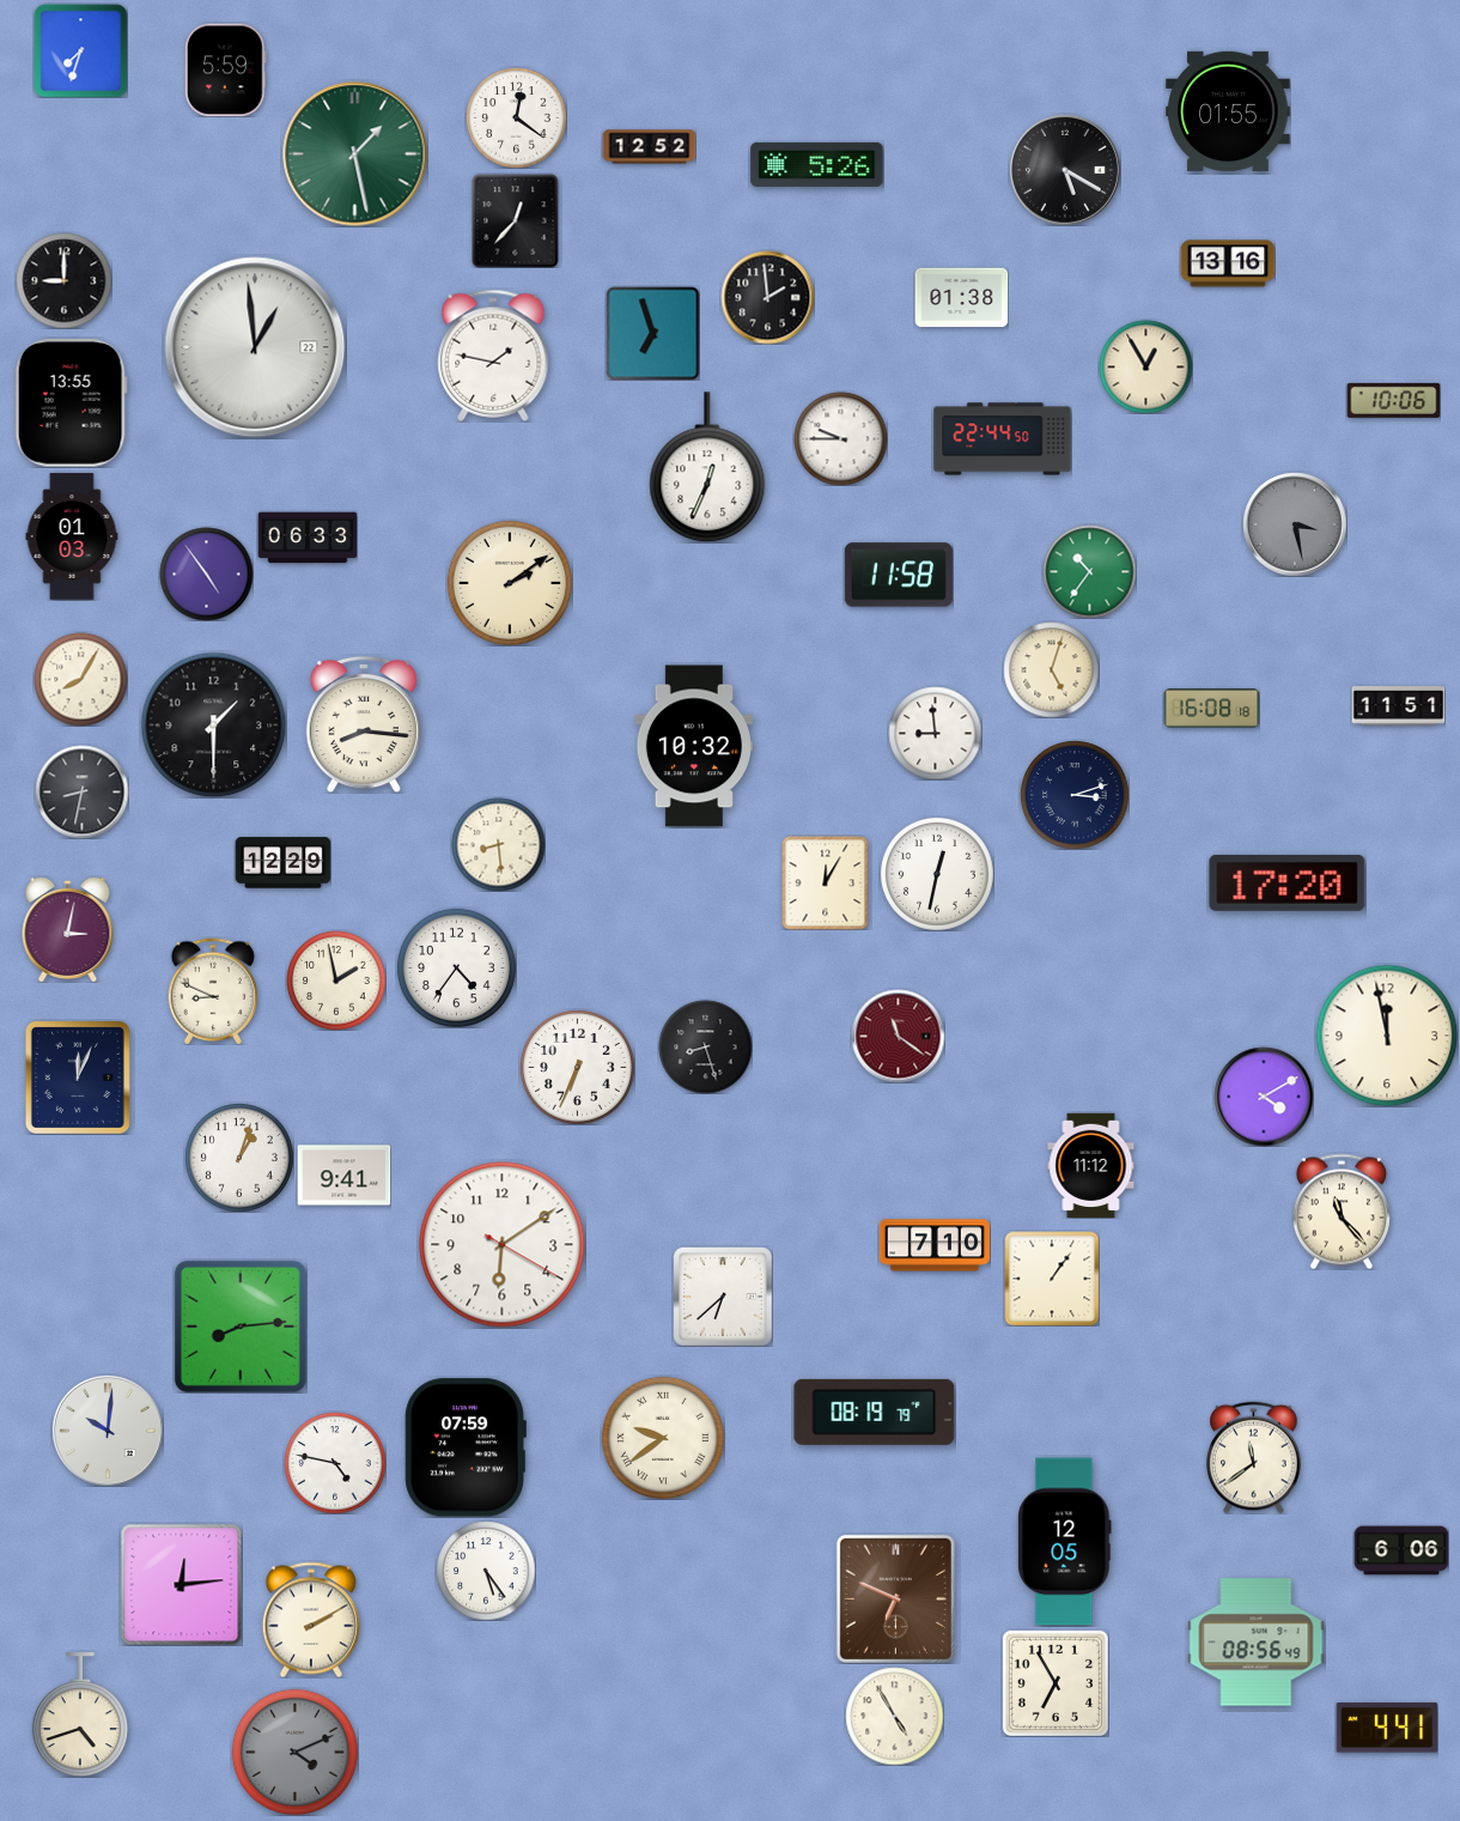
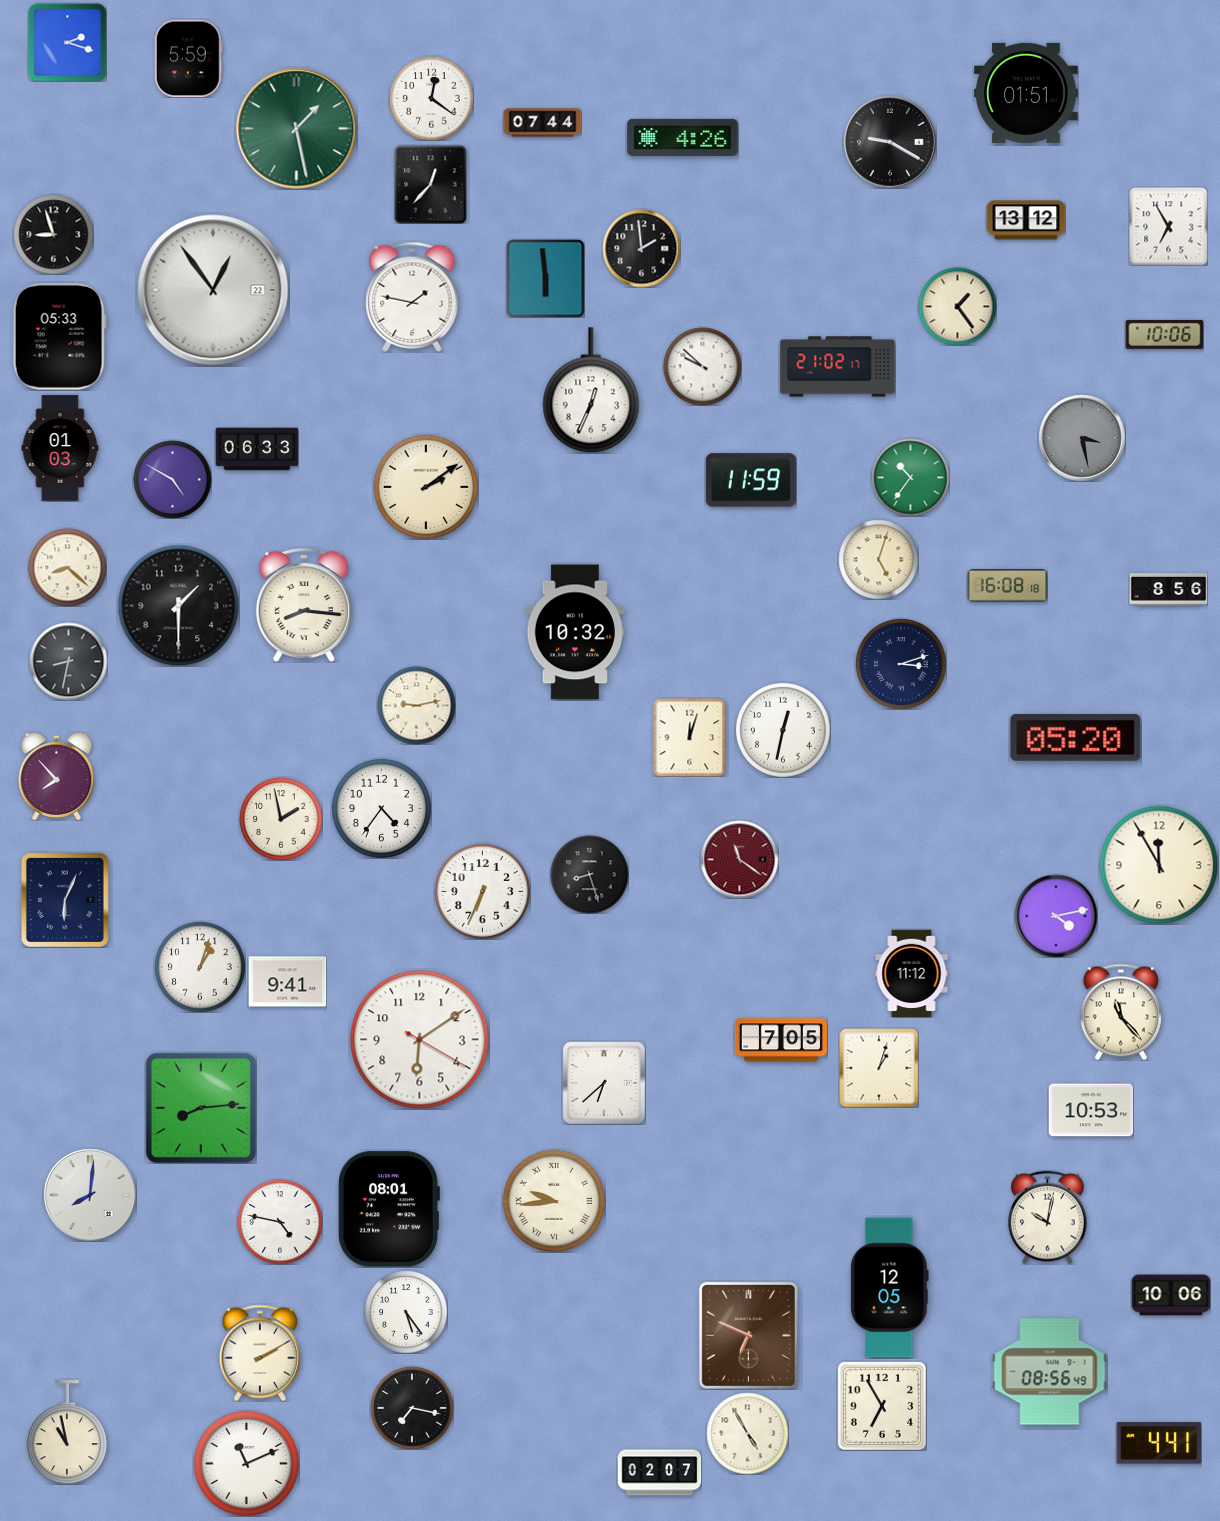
clock at (80, 50): 7:33 -> 2:18
clock at (1228, 111): 01:55 -> 01:51
clock at (649, 147): 12:52 -> 07:44
clock at (817, 164): 5:26 -> 4:26
clock at (1065, 170): 5:20 -> 9:20
clock at (1228, 263): 13:16 -> 13:12
clock at (1168, 226): none -> 6:55
clock at (63, 280): 9:00 -> 8:57
clock at (961, 298): 01:38 -> none
clock at (652, 333): 6:57 -> 5:59
clock at (255, 347): 12:59 -> 12:54
clock at (1145, 366): 12:55 -> 1:24
clock at (71, 403): 13:55 -> 05:33
clock at (840, 438): 9:45 -> 9:52
clock at (1003, 439): 22:44 -> 21:02
clock at (206, 573): 4:54 -> 4:50
clock at (899, 575): 11:58 -> 11:59
clock at (80, 679): 8:05 -> 8:22
clock at (1398, 706): 11:51 -> 8:56
clock at (1211, 709) position: (1211, 709) -> (1007, 586)
clock at (935, 733): 8:59 -> none
clock at (693, 746) position: (693, 746) -> (574, 632)
clock at (1075, 795) position: (1075, 795) -> (901, 664)
clock at (498, 844): 8:29 -> 9:13
clock at (282, 863): 12:29 -> none
clock at (826, 882): 12:05 -> 12:03
clock at (1288, 882): 17:20 -> 05:20
clock at (68, 929): 3:02 -> 7:53
clock at (212, 991): 8:49 -> none
clock at (898, 1036) position: (898, 1036) -> (739, 859)
clock at (1387, 1036): 11:58 -> 11:55
clock at (78, 1078): 12:04 -> 6:04
clock at (1264, 1097): 4:10 -> 4:13
clock at (935, 1245): 7:10 -> 7:05
clock at (1052, 1279): 1:06 -> 1:03
clock at (1091, 1110): none -> 10:53
clock at (875, 1412): 08:19 -> none
clock at (108, 1431): 10:01 -> 8:01
clock at (663, 1438): 9:39 -> 9:44
clock at (466, 1447): 07:59 -> 08:01
clock at (1254, 1457): 11:39 -> 10:02
clock at (1401, 1550): 6:06 -> 10:06
clock at (181, 1584): 12:14 -> none
clock at (412, 1408): none -> 7:17
clock at (80, 1714): 4:42 -> 10:58
clock at (294, 1752): 4:11 -> 11:11
clock at (294, 1752) dial: grey -> white
clock at (659, 1473): none -> 02:07
